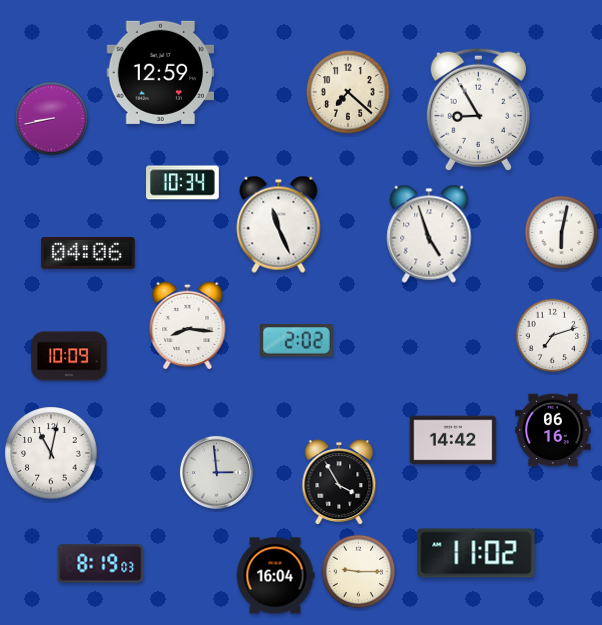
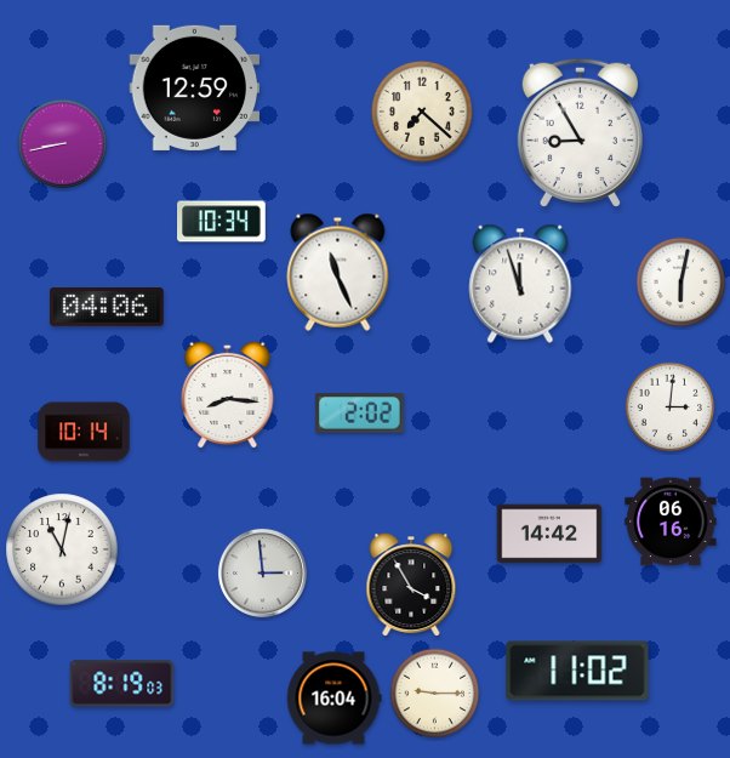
clock at (429, 234): 4:57 -> 11:57
clock at (553, 336): 7:12 -> 3:01
clock at (69, 356): 10:09 -> 10:14
